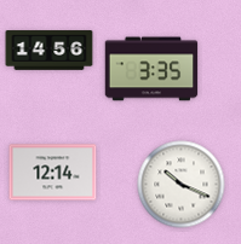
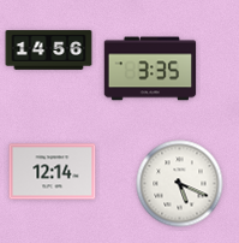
clock at (182, 185): 10:19 -> 5:19
